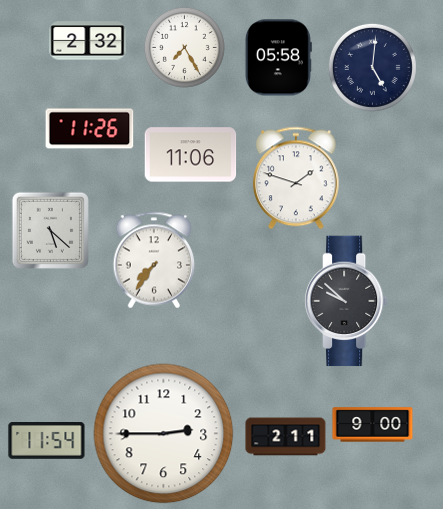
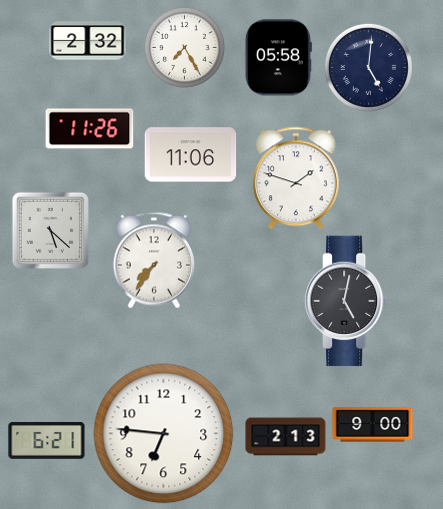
clock at (372, 67) position: (372, 67) -> (368, 67)
clock at (346, 301): 9:52 -> 5:02
clock at (164, 434): 2:45 -> 6:46
clock at (286, 437): 2:11 -> 2:13
clock at (47, 441): 11:54 -> 6:21
